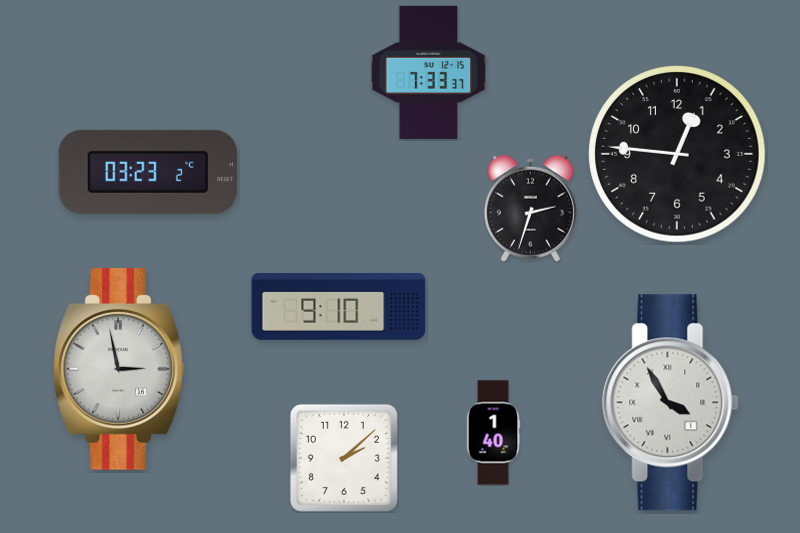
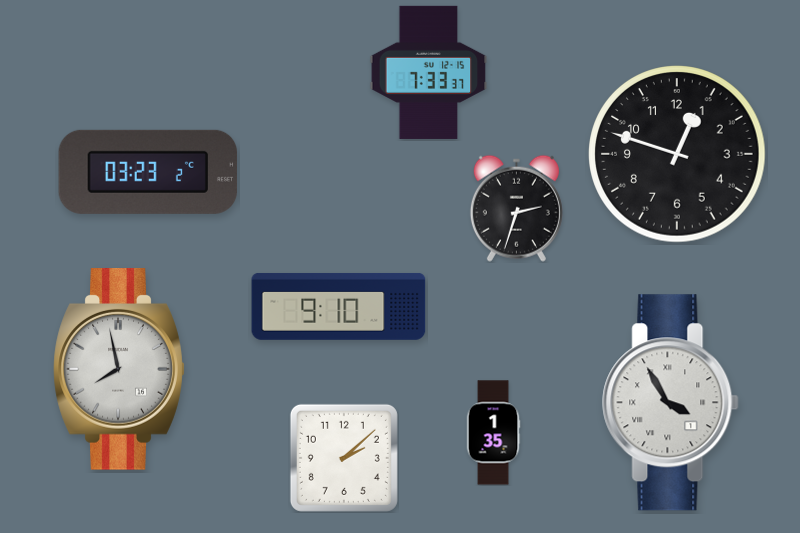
clock at (677, 154): 12:46 -> 12:48
clock at (530, 208) position: (530, 208) -> (516, 208)
clock at (119, 370): 2:58 -> 7:58
clock at (493, 433): 1:40 -> 1:35
